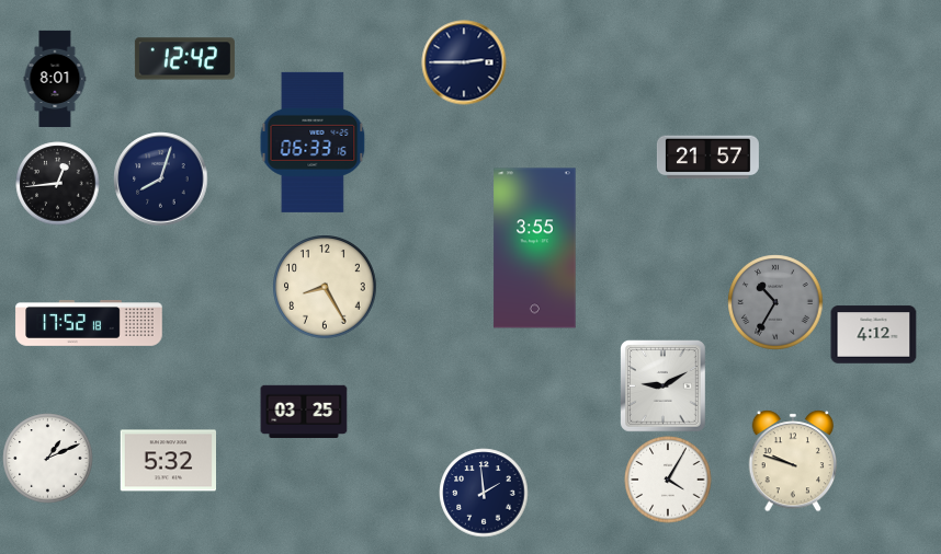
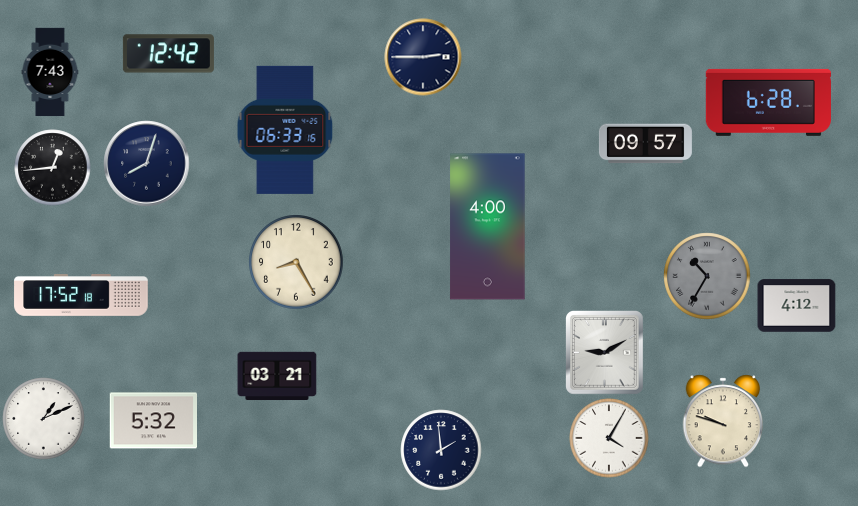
clock at (55, 79): 8:01 -> 7:43
clock at (768, 102): none -> 6:28
clock at (707, 158): 21:57 -> 09:57
clock at (535, 249): 3:55 -> 4:00
clock at (304, 412): 03:25 -> 03:21
